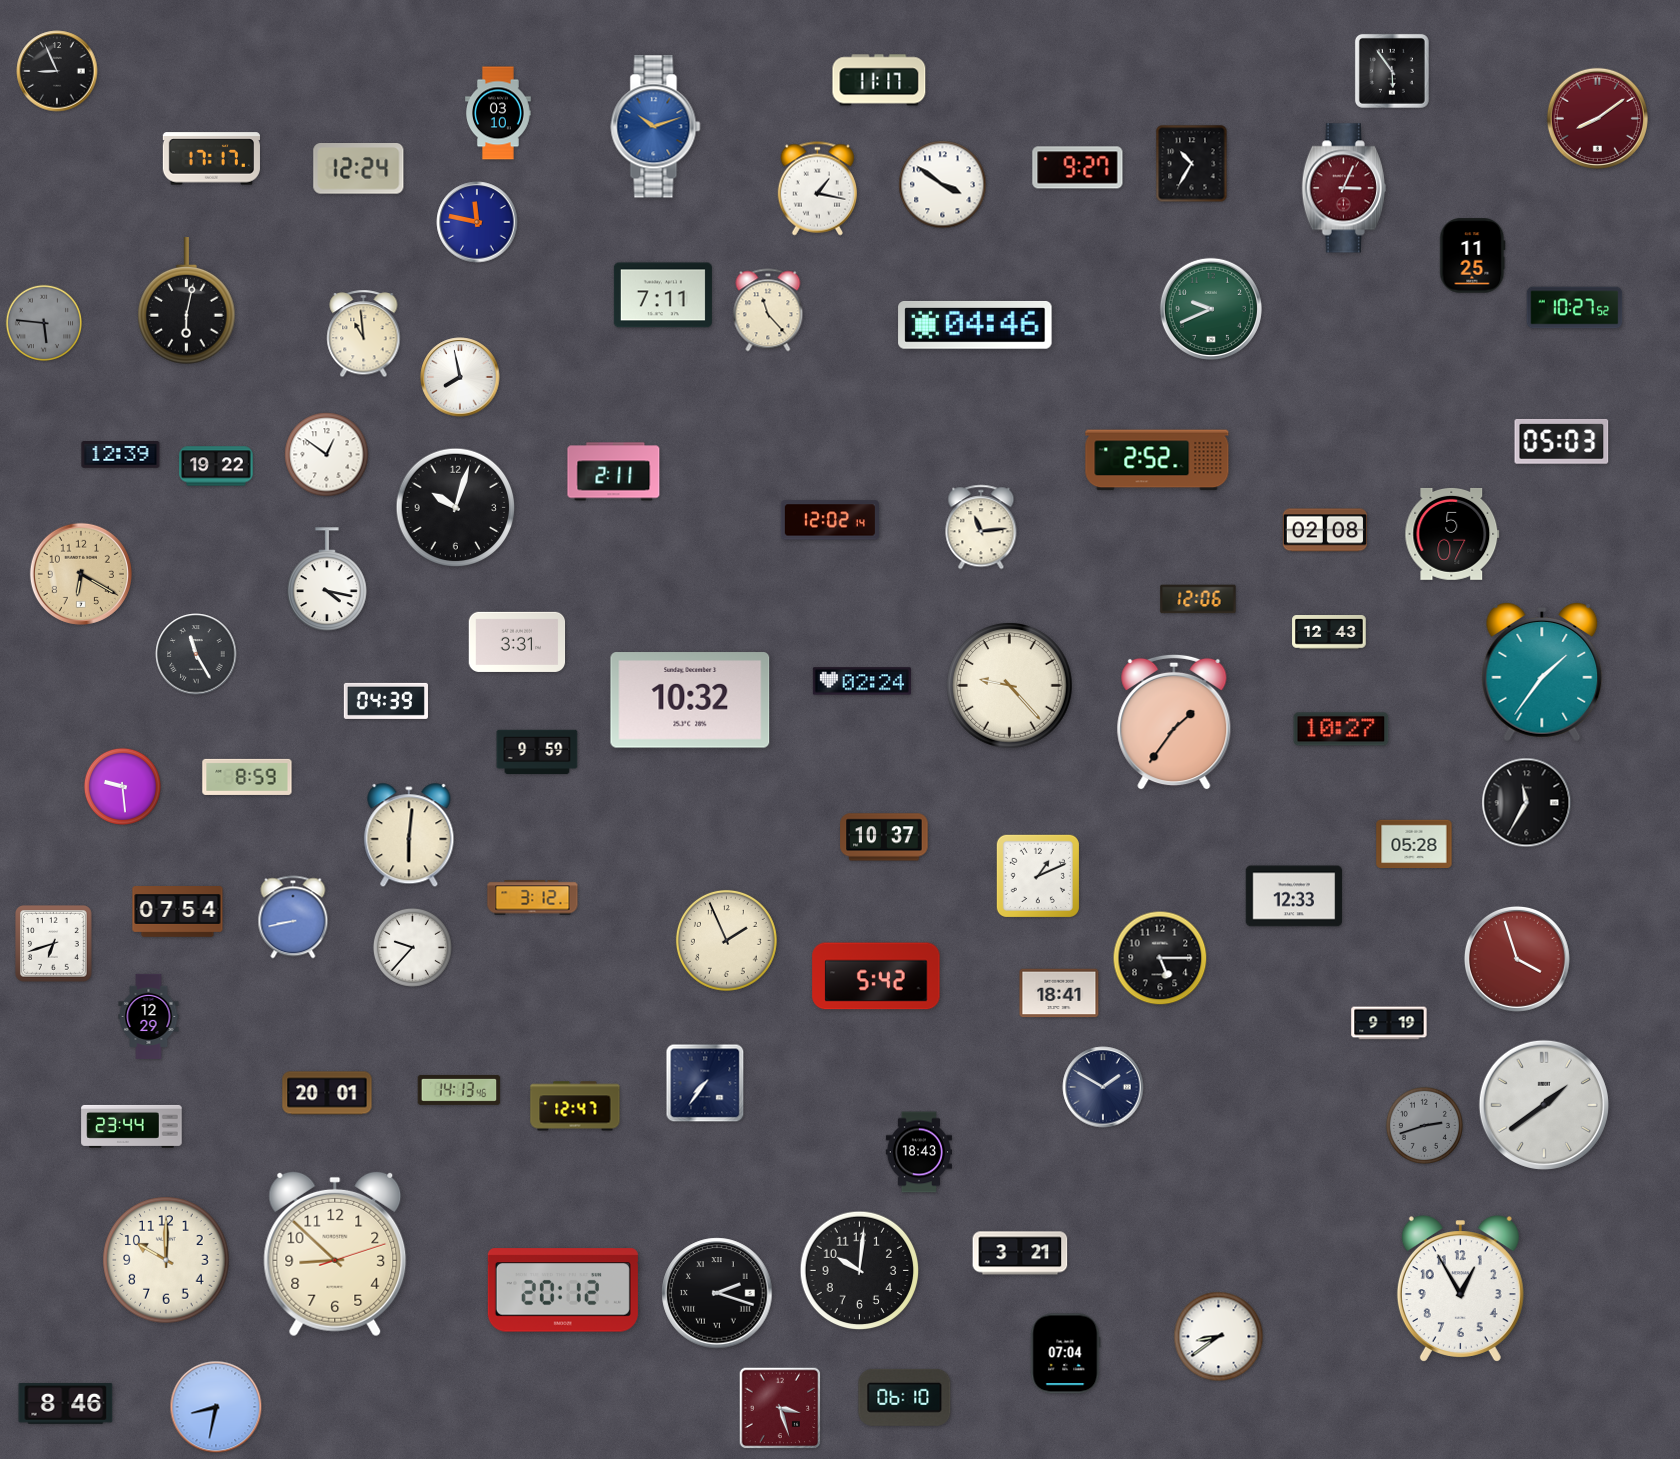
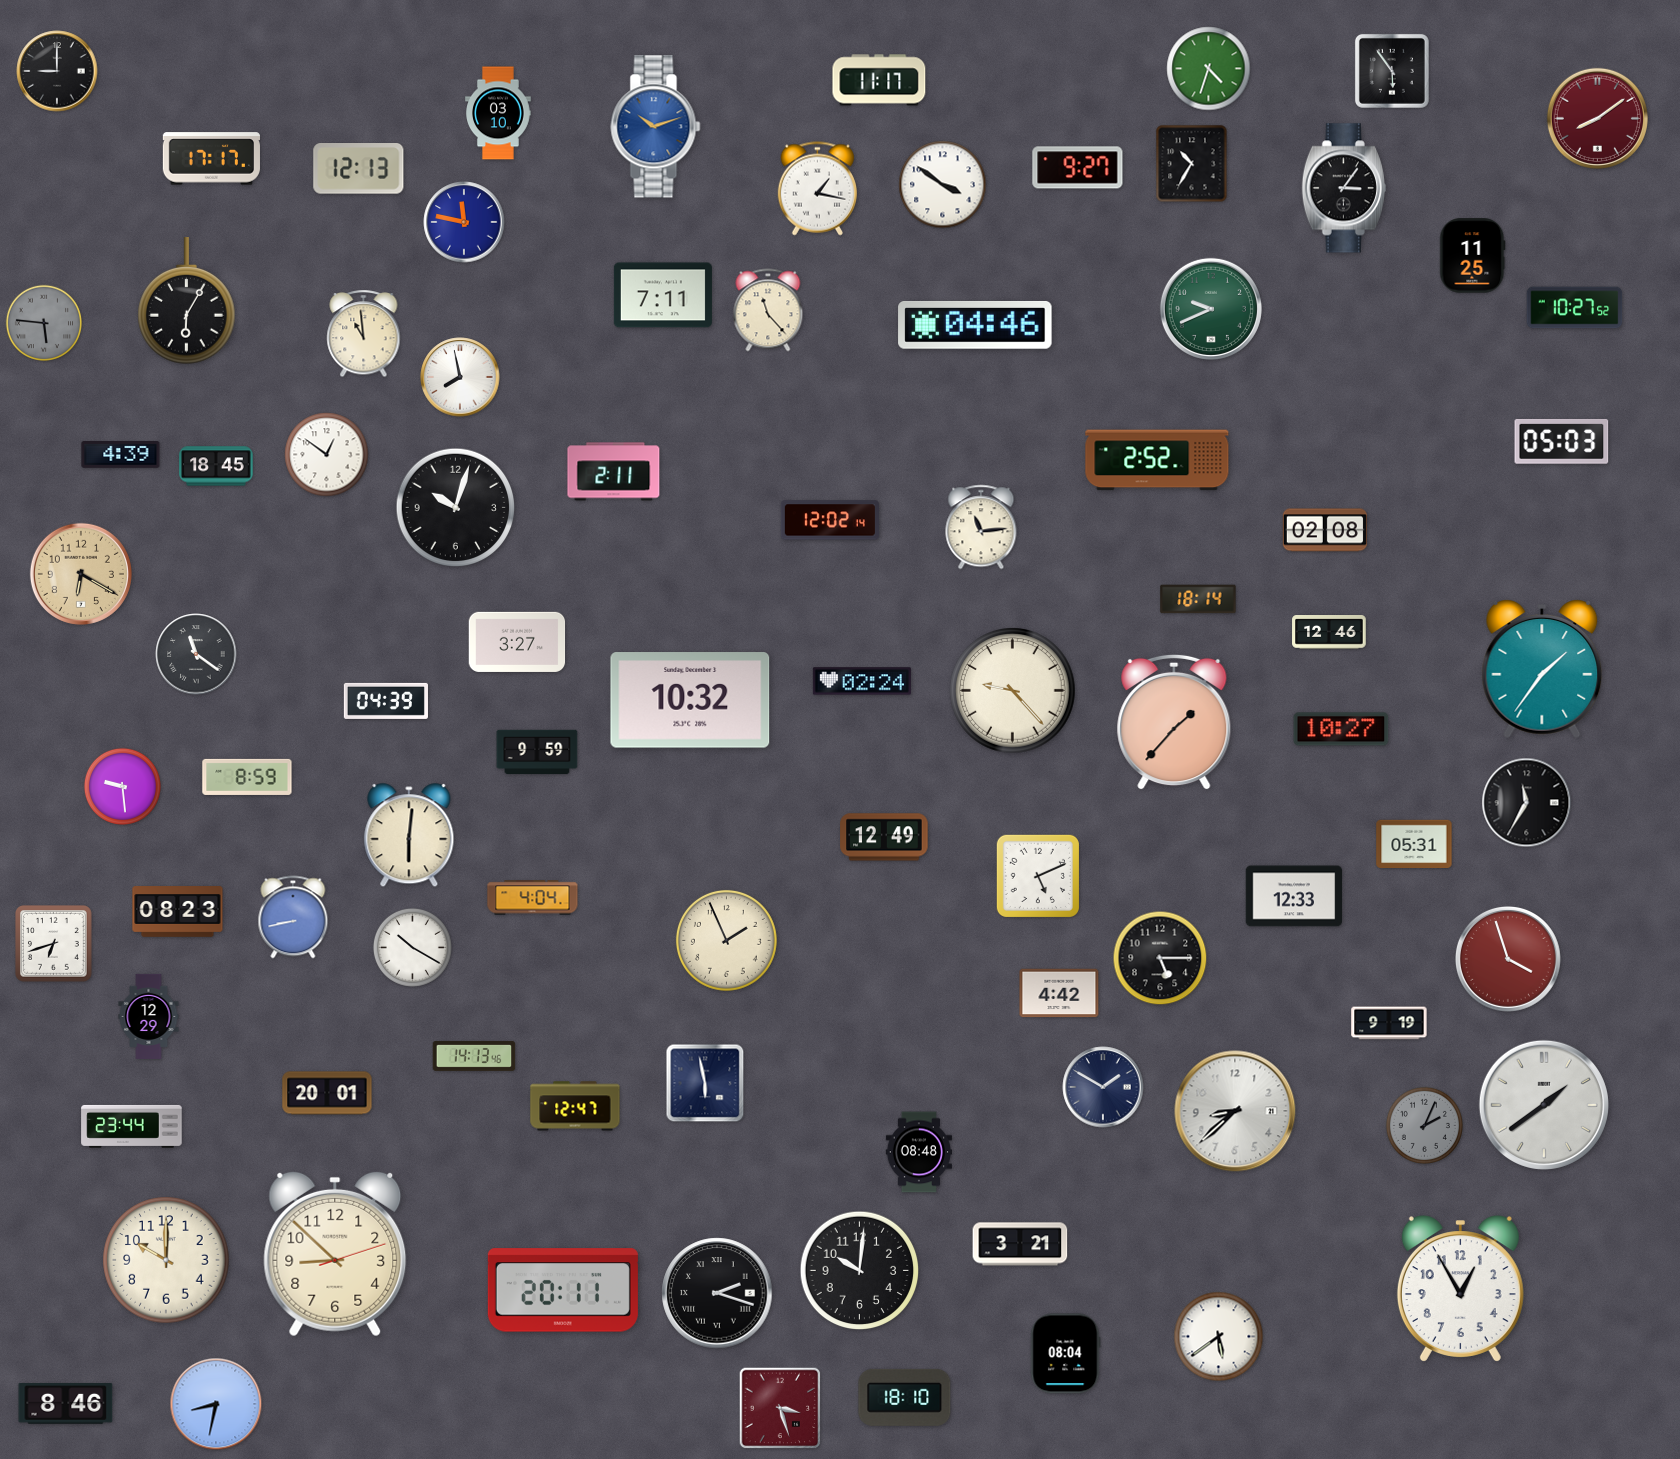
clock at (1209, 69): none -> 4:33
clock at (57, 71): 8:56 -> 9:00
clock at (359, 169): 12:24 -> 12:13
clock at (1344, 188): 3:04 -> 3:06
clock at (1344, 188) dial: burgundy -> black
clock at (477, 222) position: (477, 222) -> (464, 222)
clock at (187, 301): 6:02 -> 6:05
clock at (121, 455): 12:39 -> 4:39
clock at (216, 466): 19:22 -> 18:45
clock at (1452, 534): 5:07 -> none
clock at (327, 579): 4:17 -> none
clock at (1198, 599): 12:06 -> 18:14
clock at (1329, 632): 12:43 -> 12:46
clock at (517, 642): 3:31 -> 3:27
clock at (196, 654): 11:25 -> 11:21
clock at (1542, 673) position: (1542, 673) -> (1542, 670)
clock at (1010, 686) position: (1010, 686) -> (1013, 691)
clock at (1174, 722): 1:36 -> 1:37
clock at (884, 837): 10:37 -> 12:49
clock at (1414, 844): 05:28 -> 05:31
clock at (1038, 876): 1:11 -> 5:11
clock at (533, 898): 3:12 -> 4:04
clock at (178, 912): 07:54 -> 08:23
clock at (412, 947): 9:37 -> 10:20
clock at (1517, 959) position: (1517, 959) -> (1508, 959)
clock at (876, 976): 5:42 -> none
clock at (1059, 993): 18:41 -> 4:42
clock at (705, 1083): 7:36 -> 5:58
clock at (459, 1090) position: (459, 1090) -> (474, 1056)
clock at (1235, 1111): none -> 8:38
clock at (1424, 1125): 2:42 -> 2:04
clock at (919, 1152): 18:43 -> 08:48
clock at (1020, 1253) position: (1020, 1253) -> (1020, 1244)
clock at (563, 1290): 20:12 -> 20:11
clock at (1219, 1337): 8:39 -> 5:39
clock at (1066, 1354): 07:04 -> 08:04
clock at (905, 1397): 06:10 -> 18:10
clock at (216, 1407) position: (216, 1407) -> (216, 1404)
